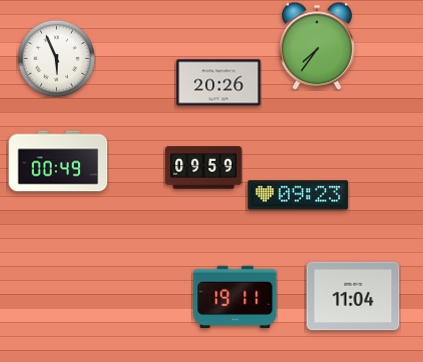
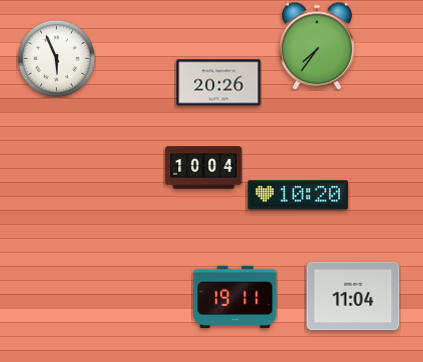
clock at (58, 161): 00:49 -> none
clock at (204, 168): 09:59 -> 10:04
clock at (298, 195): 09:23 -> 10:20
